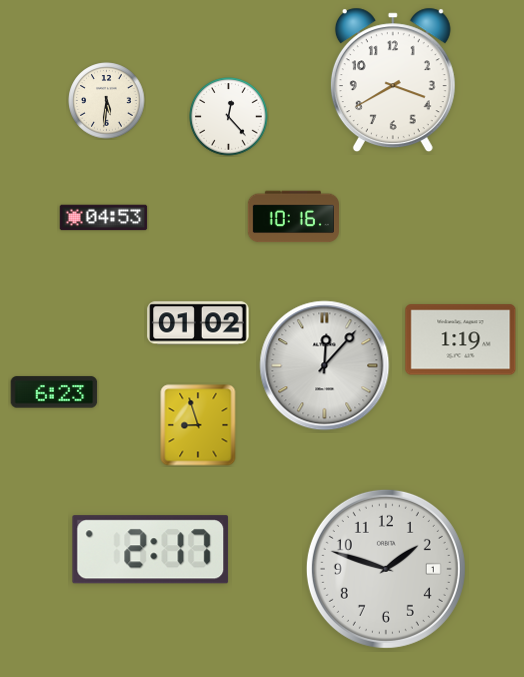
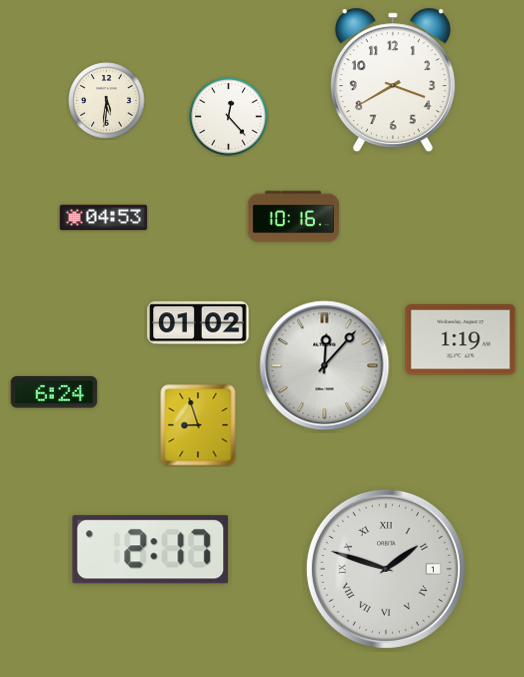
clock at (54, 392): 6:23 -> 6:24
clock at (386, 569) numerals: Arabic -> Roman
